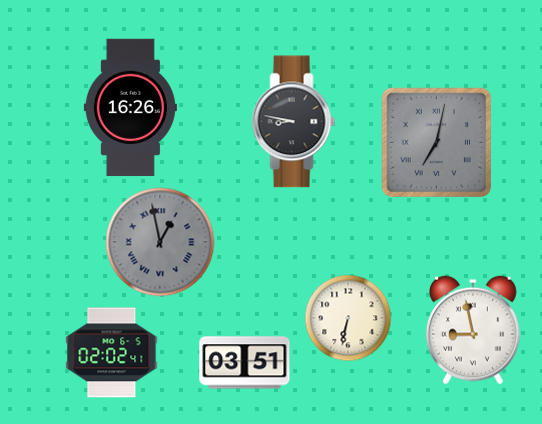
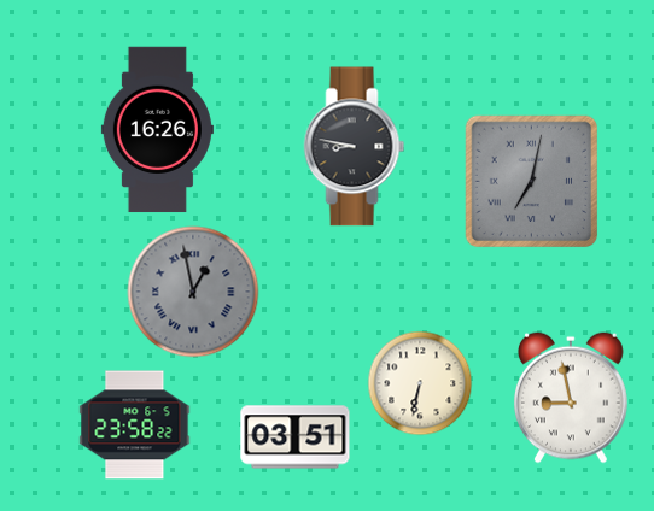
clock at (437, 143) position: (437, 143) -> (532, 182)
clock at (112, 353): 02:02 -> 23:58
